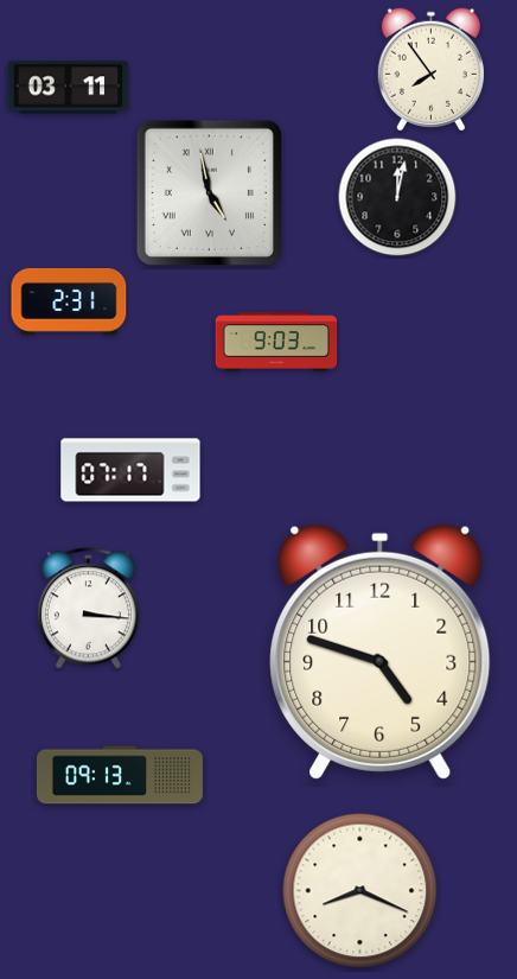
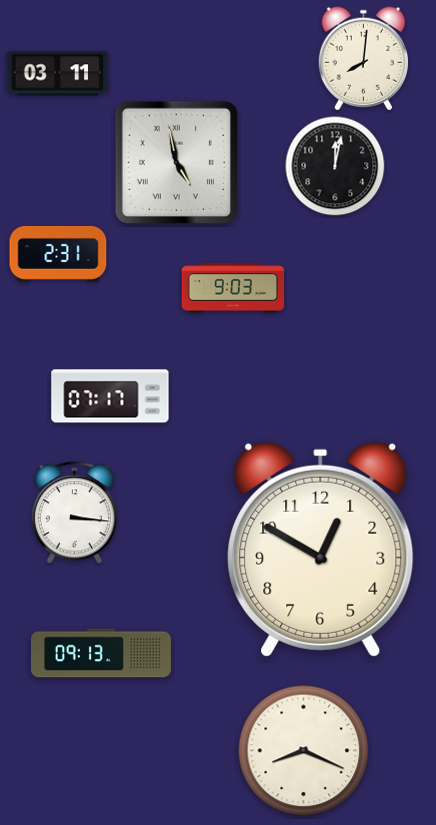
clock at (430, 70): 7:54 -> 8:01
clock at (381, 651): 4:48 -> 12:50
